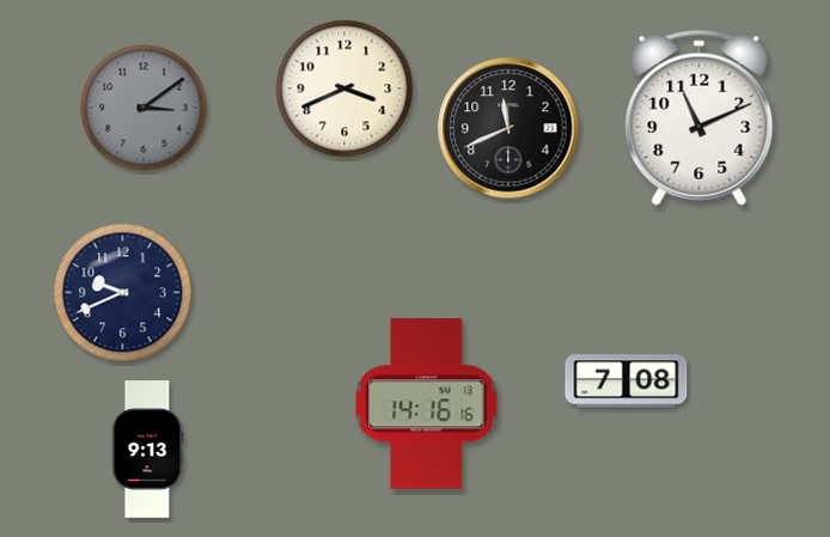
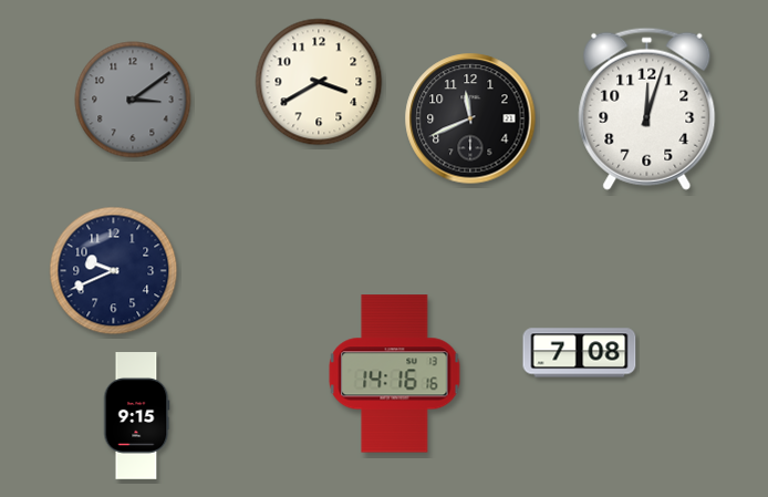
clock at (344, 89): 3:41 -> 3:40
clock at (700, 117): 11:11 -> 12:03
clock at (147, 450): 9:13 -> 9:15
